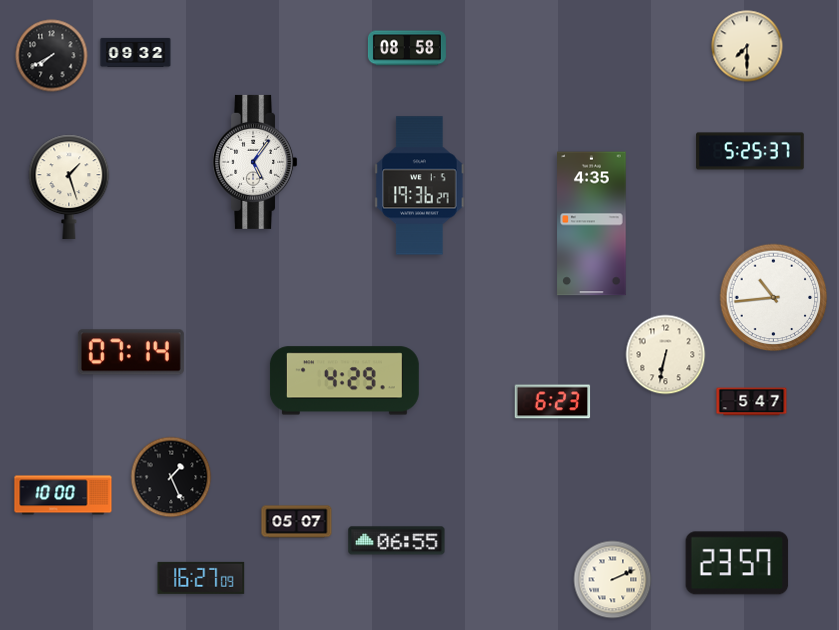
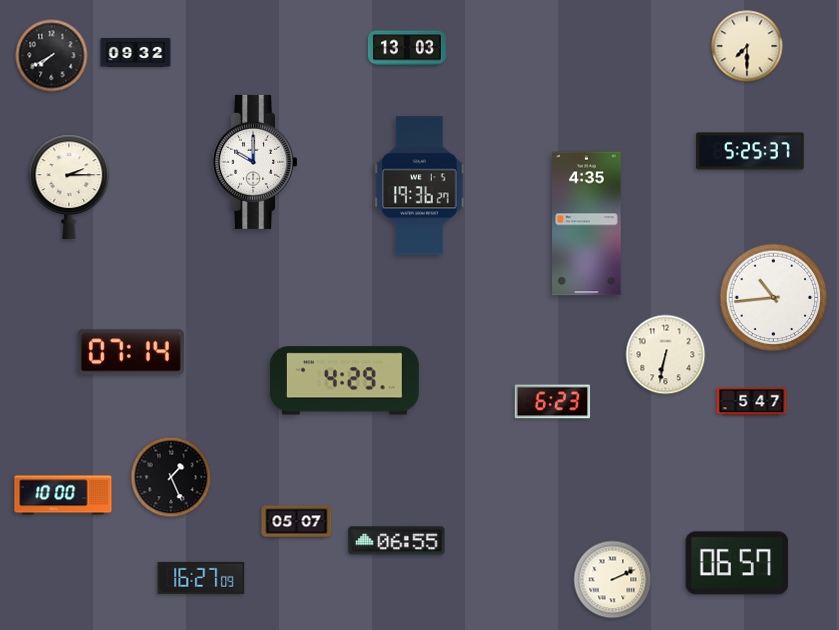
clock at (407, 48): 08:58 -> 13:03
clock at (255, 162): 5:06 -> 10:00
clock at (69, 187): 1:27 -> 2:15
clock at (592, 224) position: (592, 224) -> (587, 224)
clock at (737, 563): 23:57 -> 06:57
